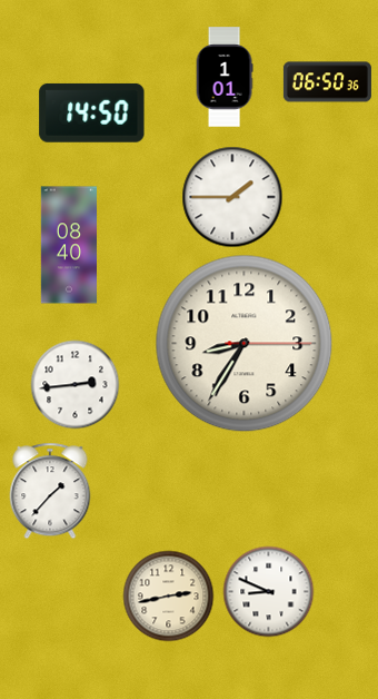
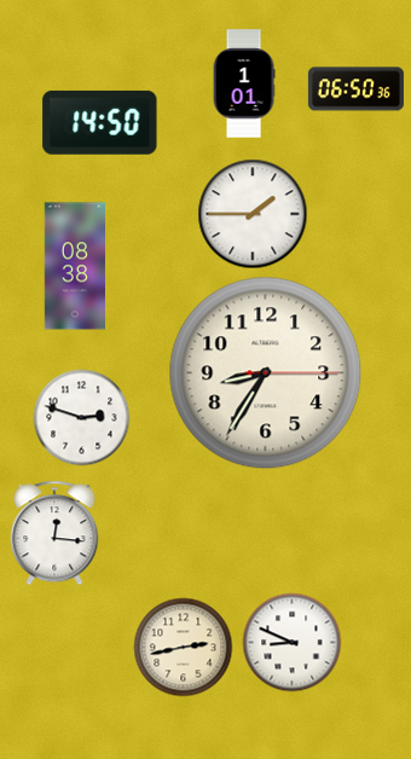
clock at (68, 245): 08:40 -> 08:38
clock at (74, 384): 2:44 -> 2:48
clock at (50, 491): 1:37 -> 12:16
